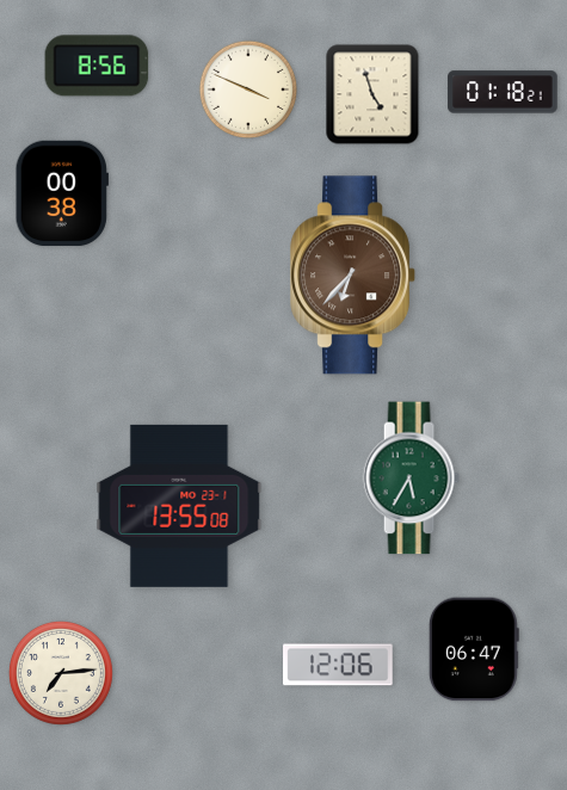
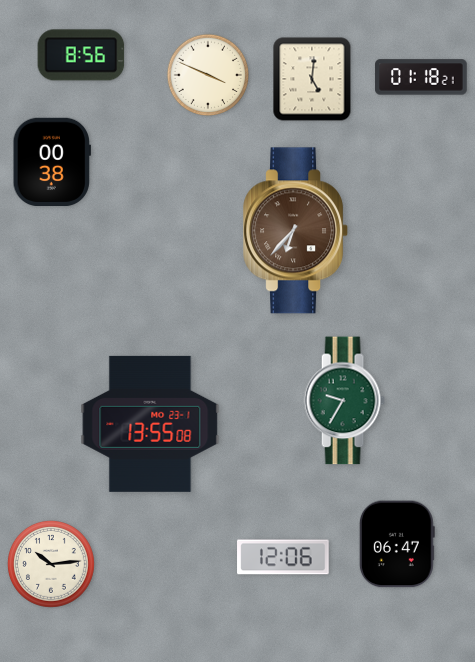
clock at (372, 94): 4:57 -> 5:01
clock at (411, 479): 5:35 -> 9:35
clock at (61, 673): 7:14 -> 10:14
